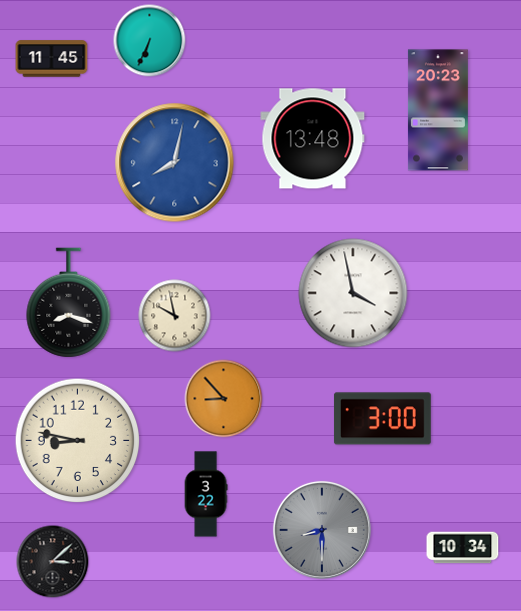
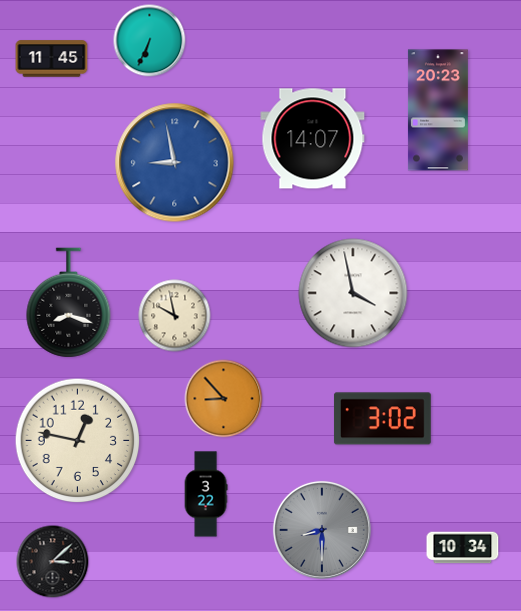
clock at (313, 139): 13:48 -> 14:07
clock at (175, 163): 8:02 -> 8:58
clock at (382, 419): 3:00 -> 3:02
clock at (78, 441): 8:47 -> 12:47
